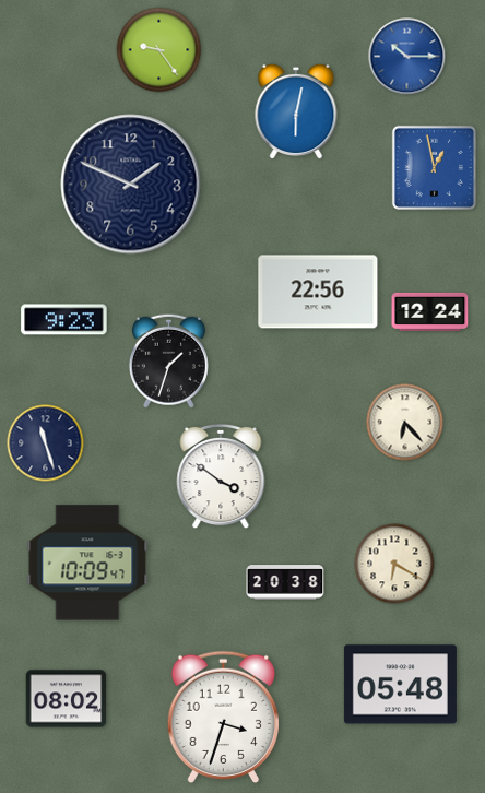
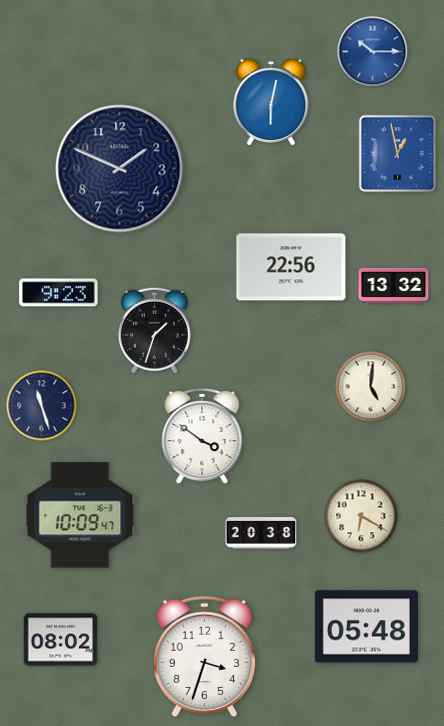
clock at (159, 50): 9:24 -> none
clock at (430, 311): 12:24 -> 13:32
clock at (405, 423): 6:23 -> 5:01
